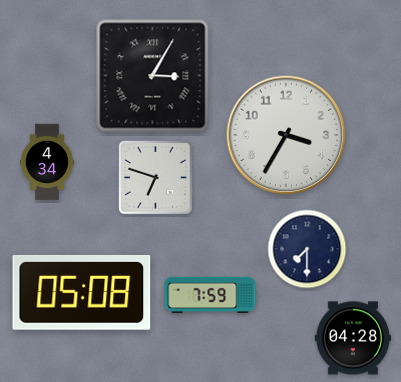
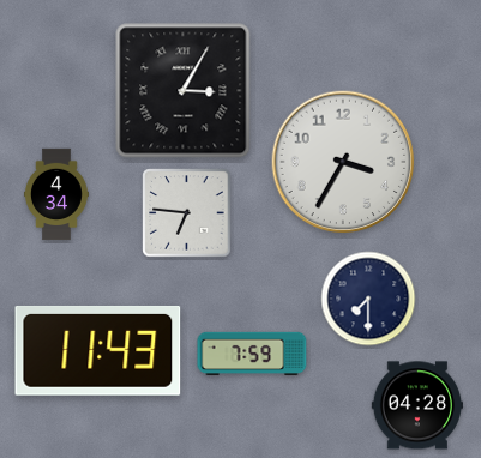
clock at (156, 178): 6:48 -> 6:46
clock at (82, 292): 05:08 -> 11:43
clock at (352, 338) position: (352, 338) -> (416, 405)
